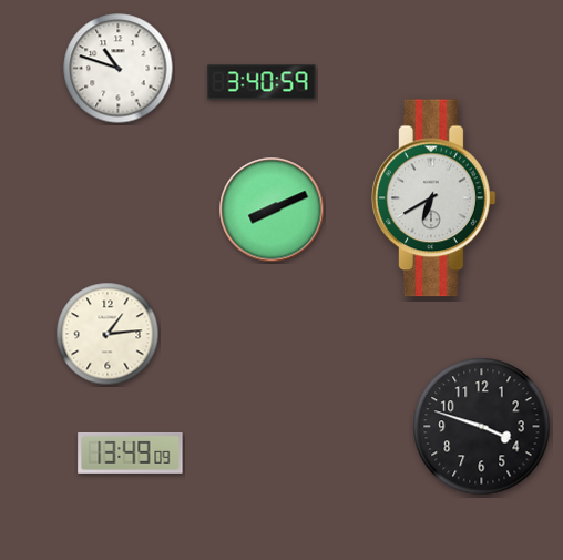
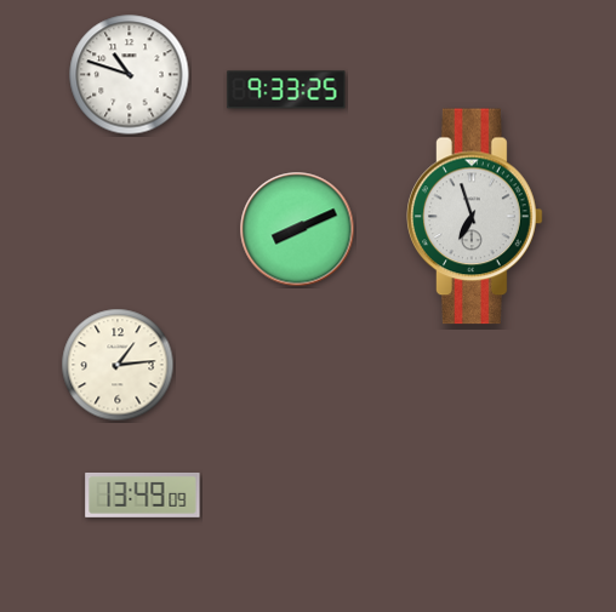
clock at (262, 82): 3:40 -> 9:33
clock at (434, 198): 6:40 -> 6:57
clock at (482, 427): 3:48 -> none
